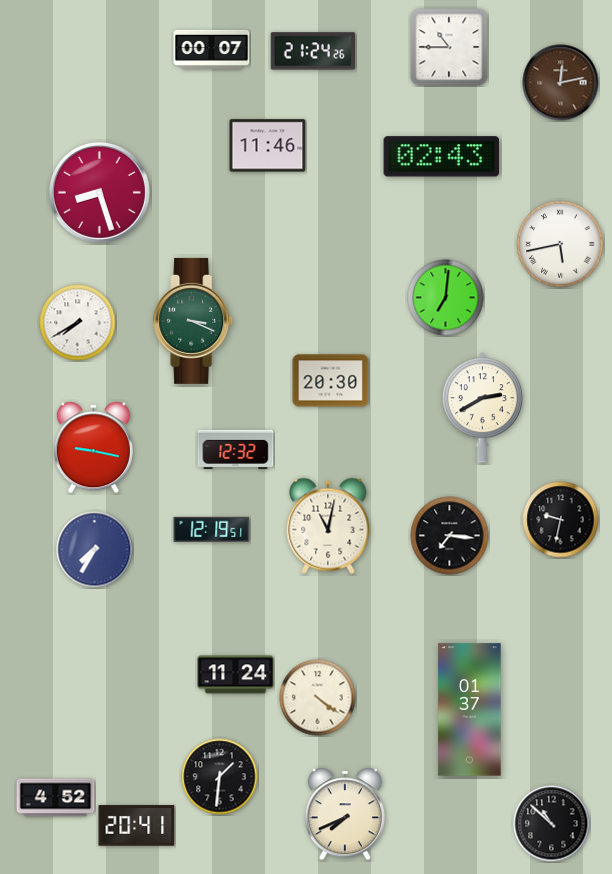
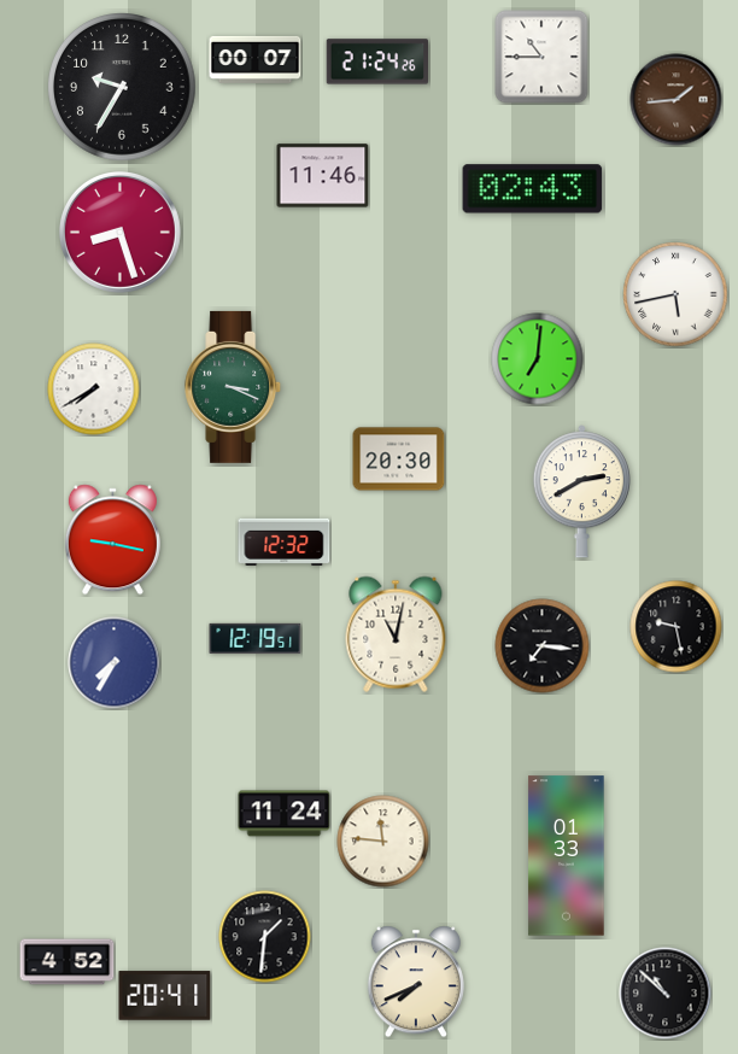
clock at (123, 88): none -> 9:35
clock at (561, 83): 12:13 -> 1:44
clock at (561, 520): 9:32 -> 9:28
clock at (318, 698): 4:21 -> 11:46
clock at (470, 710): 01:37 -> 01:33
